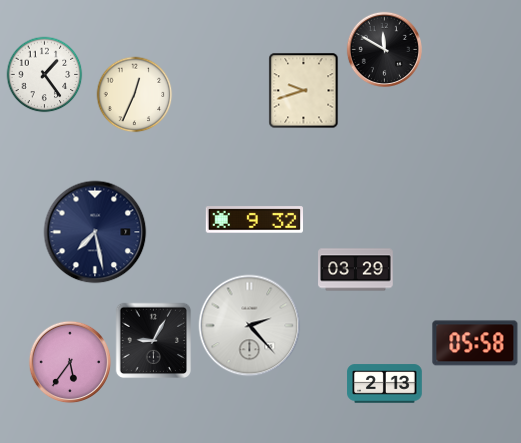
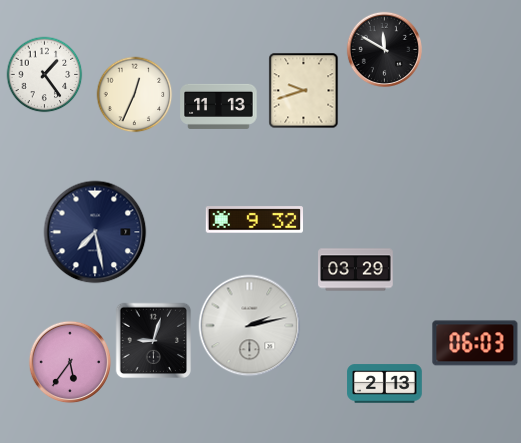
clock at (219, 106): none -> 11:13
clock at (250, 326): 2:23 -> 2:13
clock at (154, 341): 9:05 -> 9:03
clock at (475, 343): 05:58 -> 06:03
